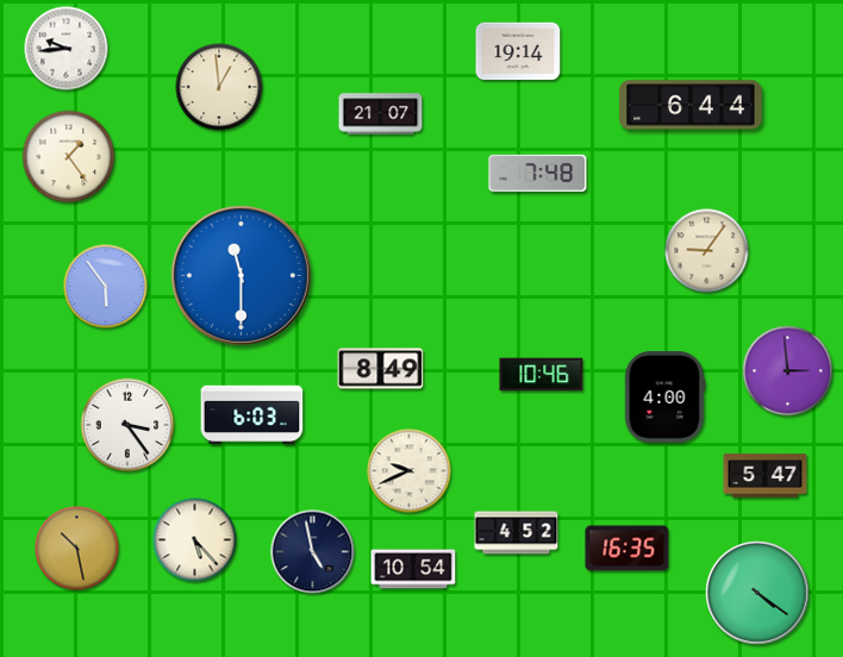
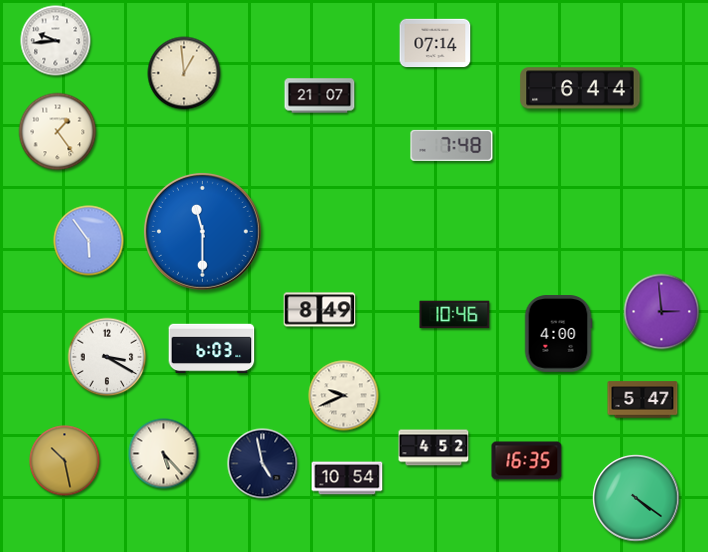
clock at (518, 51): 19:14 -> 07:14
clock at (707, 251): 9:06 -> none
clock at (127, 425): 3:24 -> 3:20
